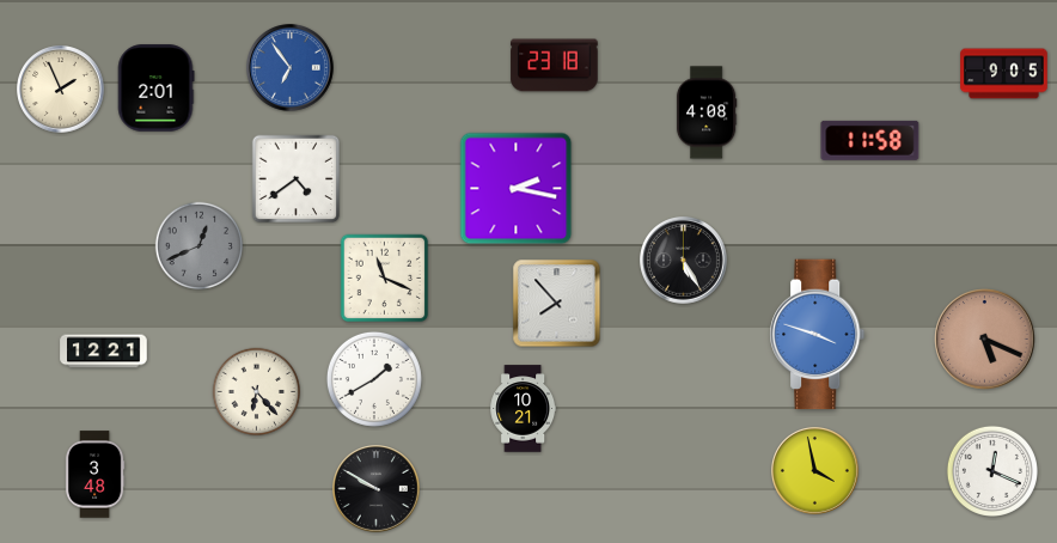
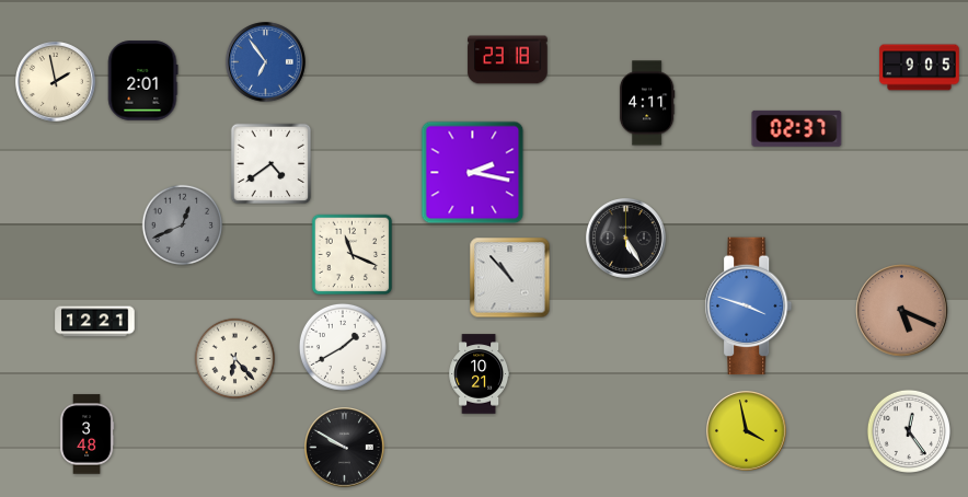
clock at (61, 90): 1:56 -> 1:58
clock at (707, 112): 4:08 -> 4:11
clock at (870, 140): 11:58 -> 02:37
clock at (557, 304): 7:53 -> 10:53
clock at (992, 471): 12:19 -> 12:24
